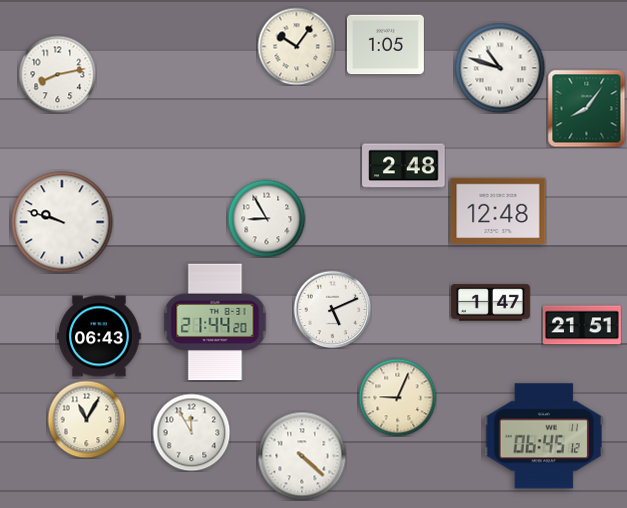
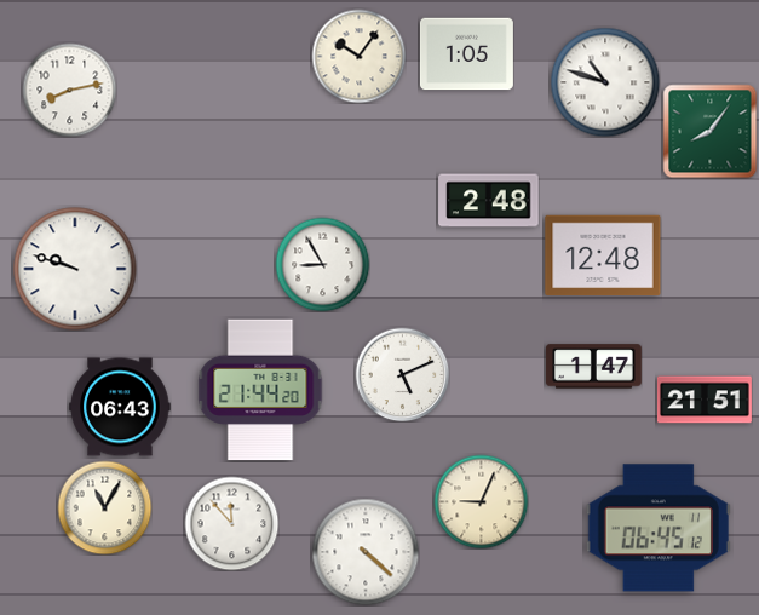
clock at (582, 325) position: (582, 325) -> (705, 400)
clock at (397, 397) position: (397, 397) -> (481, 501)
clock at (191, 432): 11:55 -> 11:53
